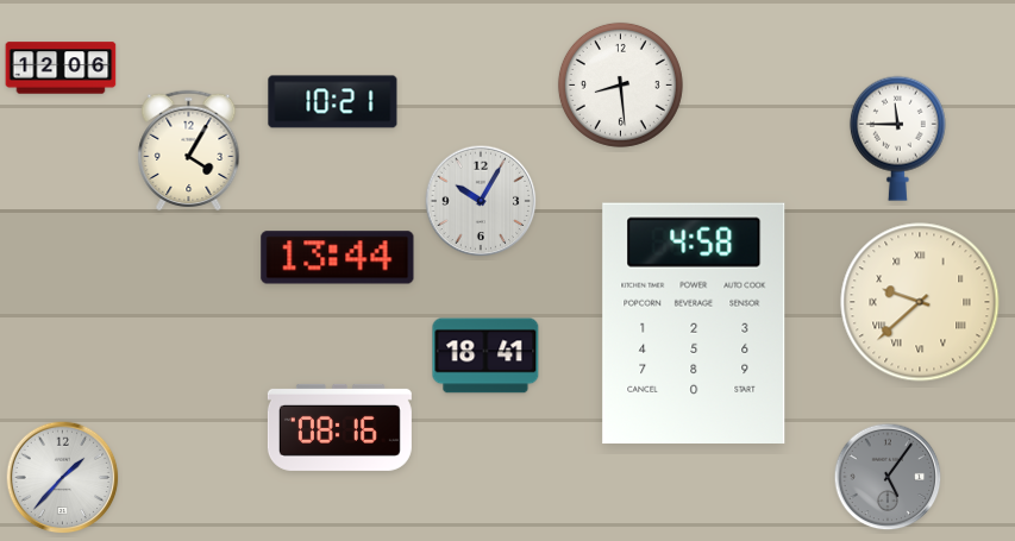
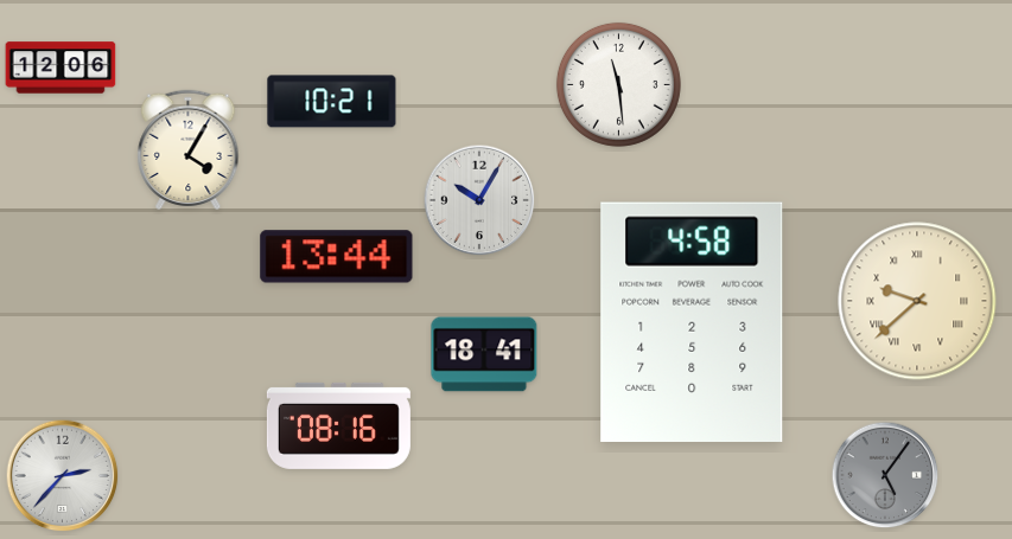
clock at (620, 84): 8:29 -> 11:29
clock at (897, 138): 11:45 -> none
clock at (63, 478): 1:37 -> 2:37
